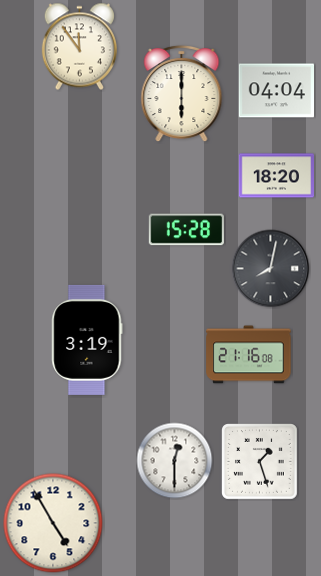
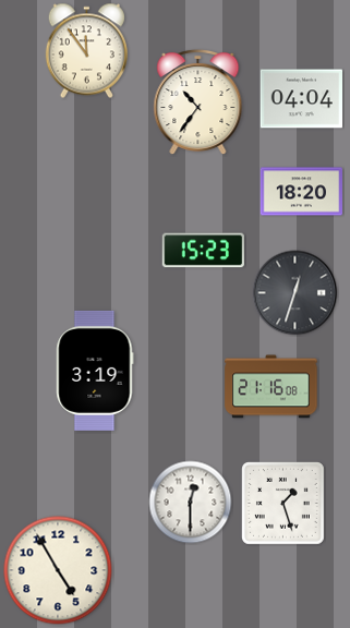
clock at (182, 94): 6:00 -> 10:36
clock at (186, 230): 15:28 -> 15:23
clock at (271, 269): 8:02 -> 12:33
